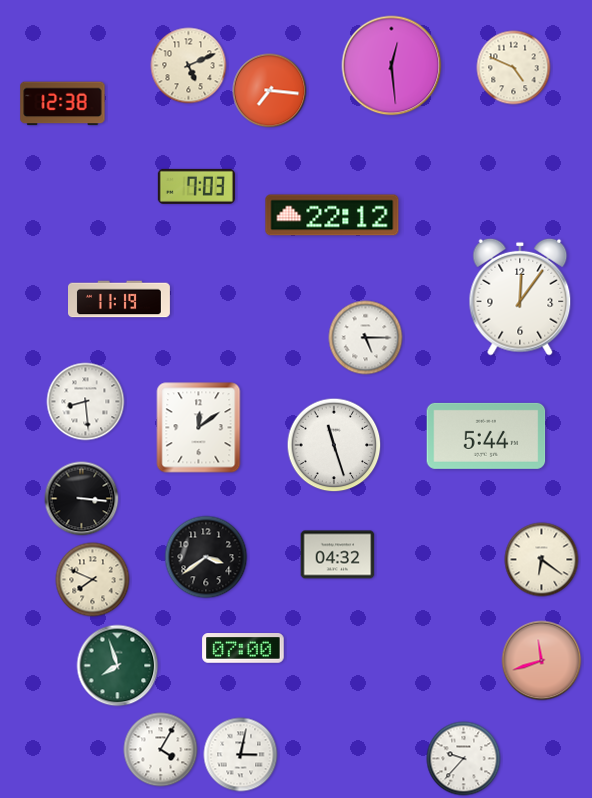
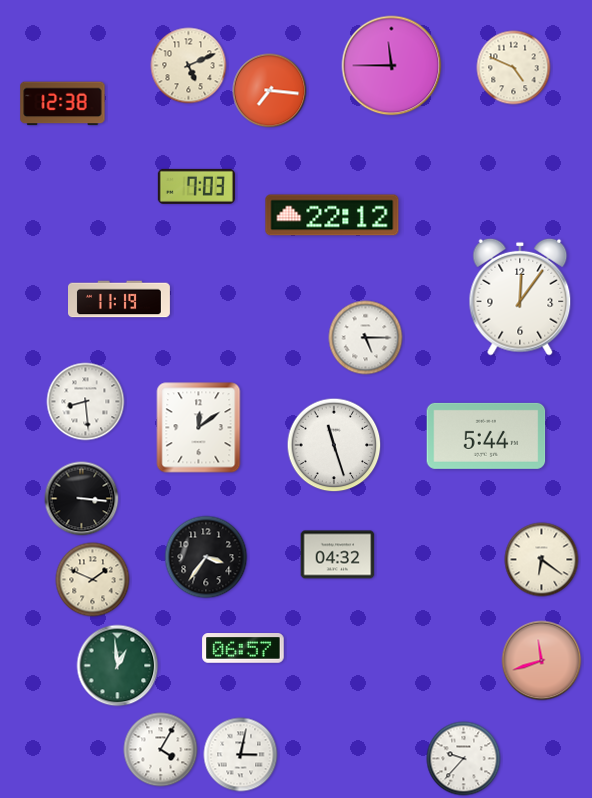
clock at (392, 66): 12:29 -> 11:45
clock at (206, 557): 3:39 -> 3:36
clock at (93, 580): 7:49 -> 1:49
clock at (243, 648): 07:00 -> 06:57
clock at (118, 666): 7:57 -> 12:59
